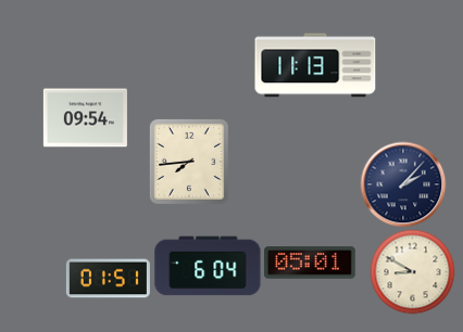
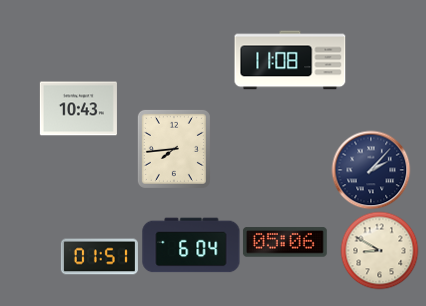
clock at (315, 65): 11:13 -> 11:08
clock at (85, 118): 09:54 -> 10:43
clock at (310, 263): 05:01 -> 05:06
